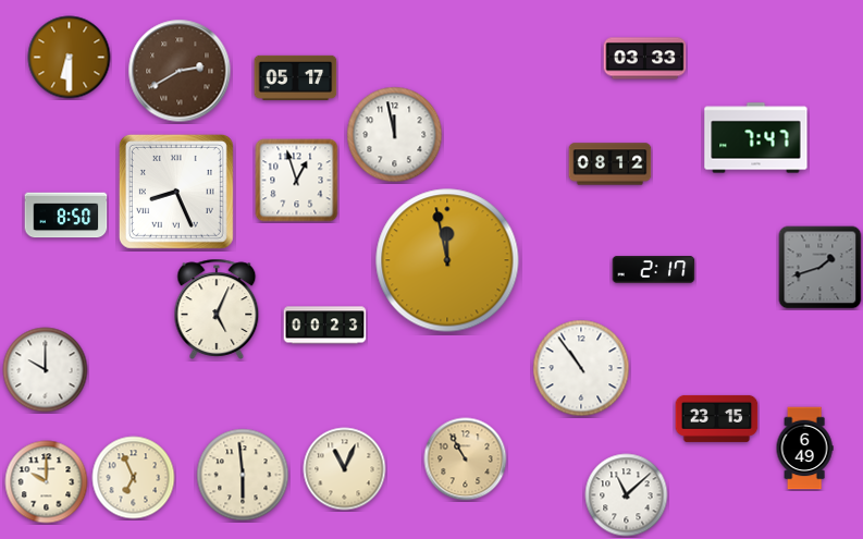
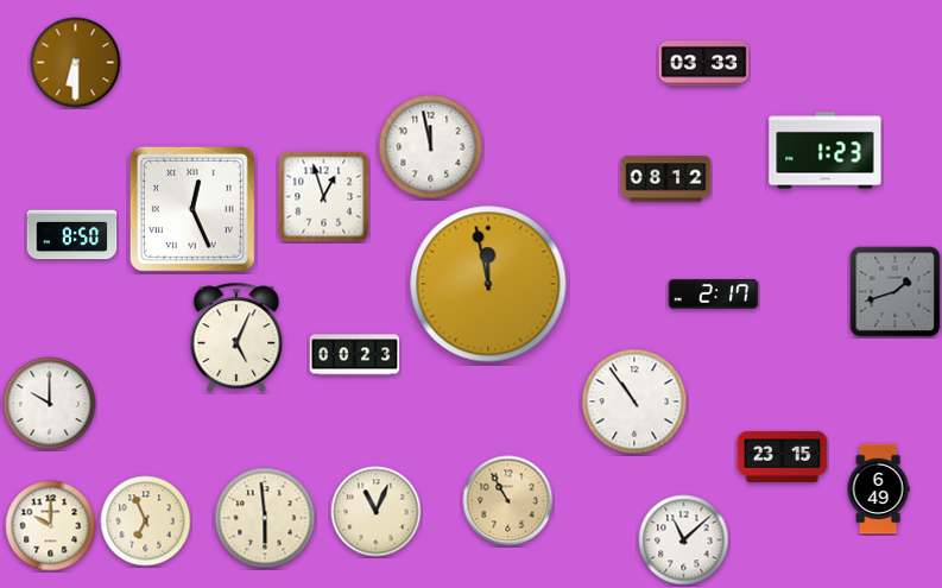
clock at (180, 71): 2:40 -> none
clock at (296, 77): 05:17 -> none
clock at (756, 138): 7:47 -> 1:23
clock at (176, 192): 8:26 -> 12:26
